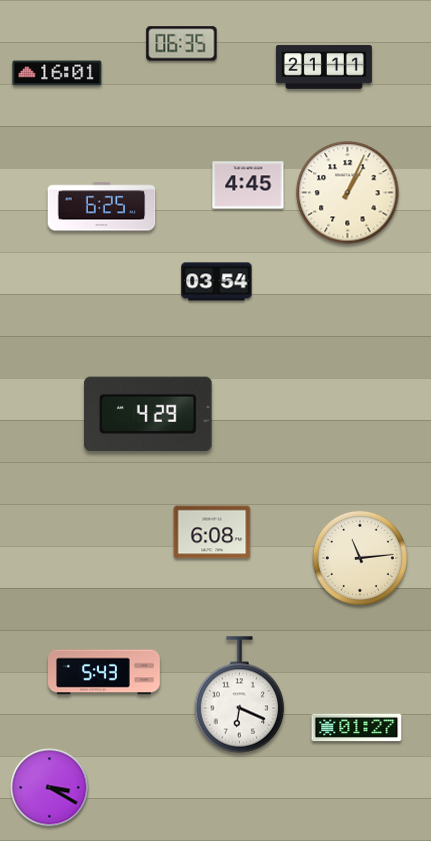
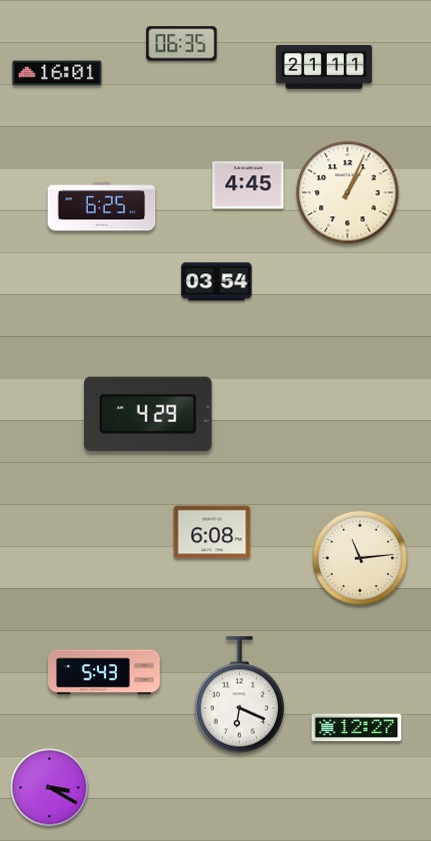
clock at (357, 728): 01:27 -> 12:27
